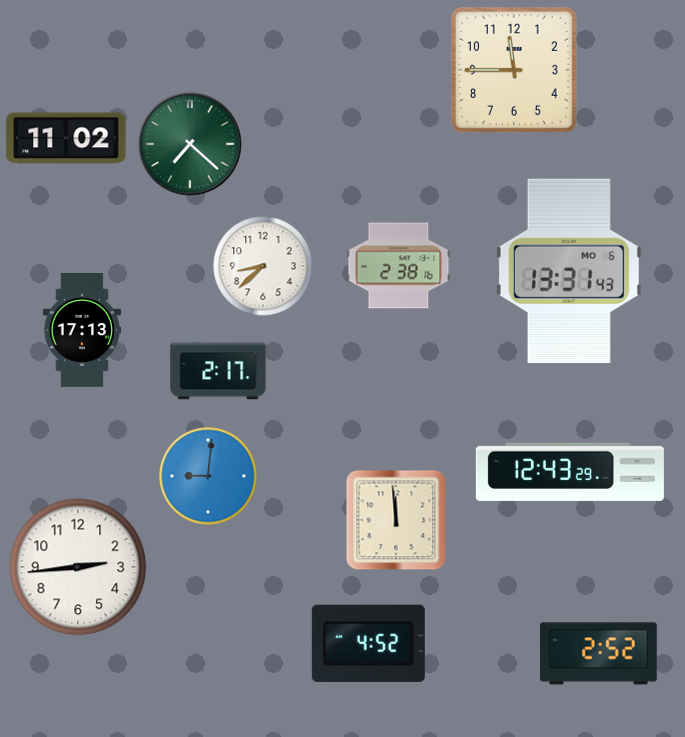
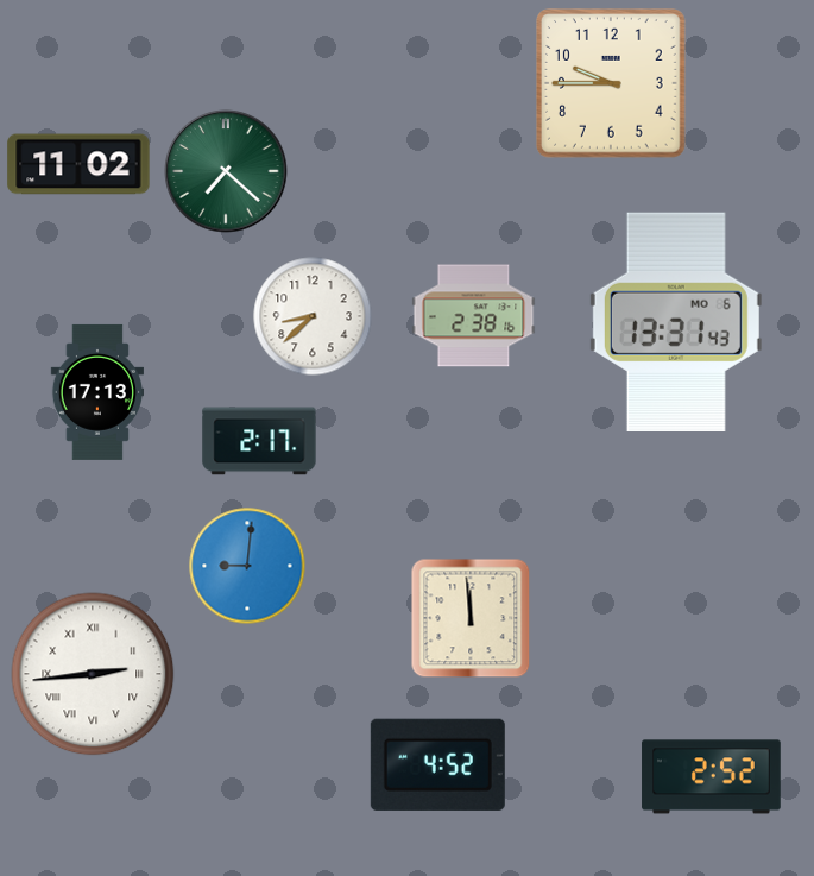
clock at (515, 71): 11:45 -> 9:45
clock at (570, 472): 12:43 -> none
clock at (78, 567) numerals: Arabic -> Roman
